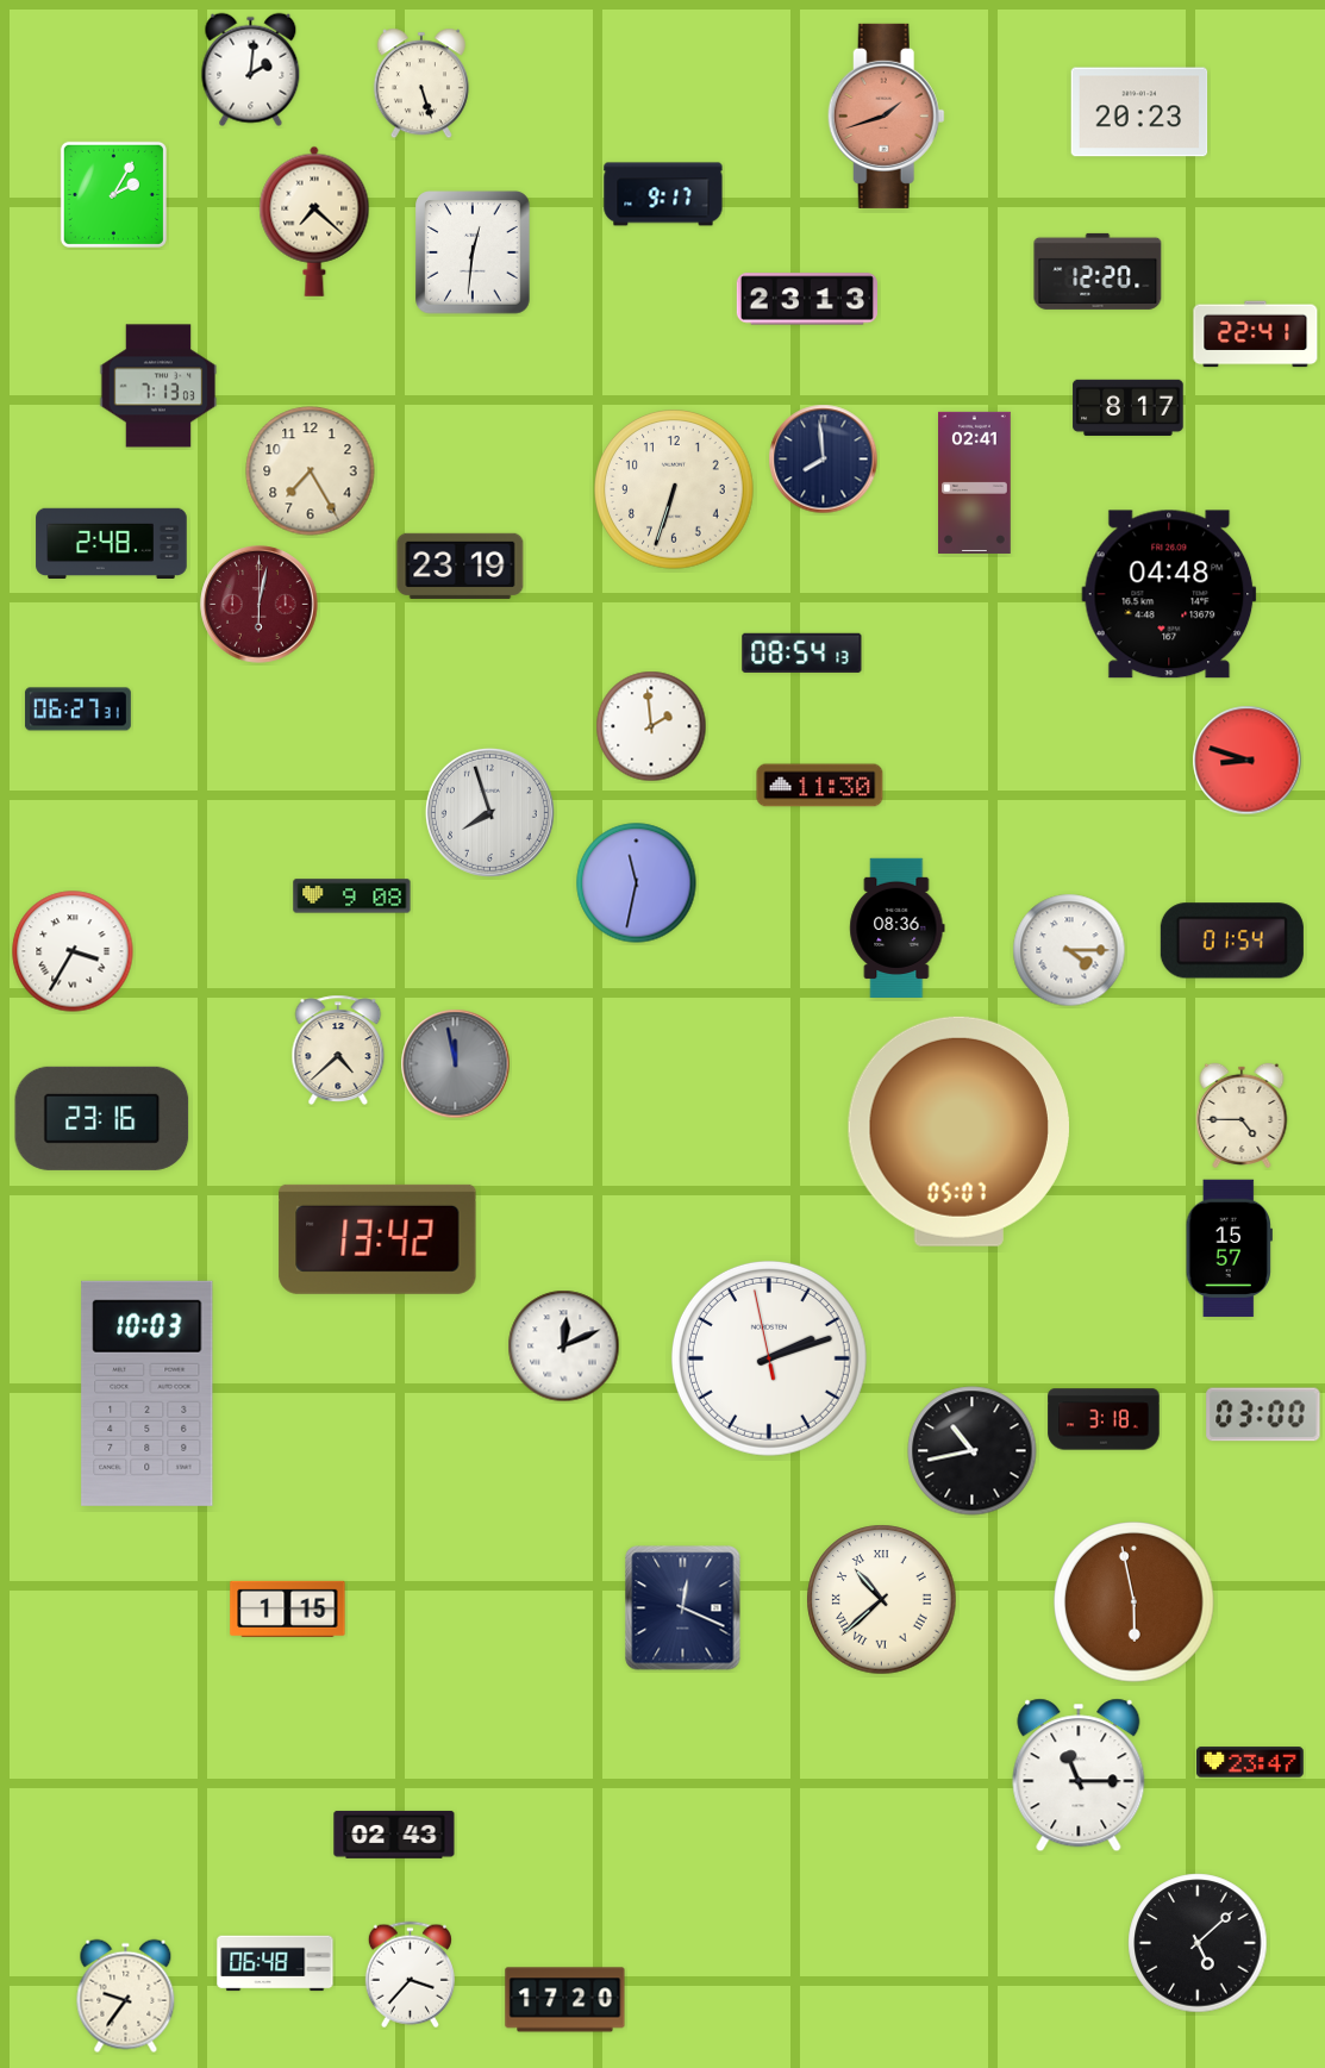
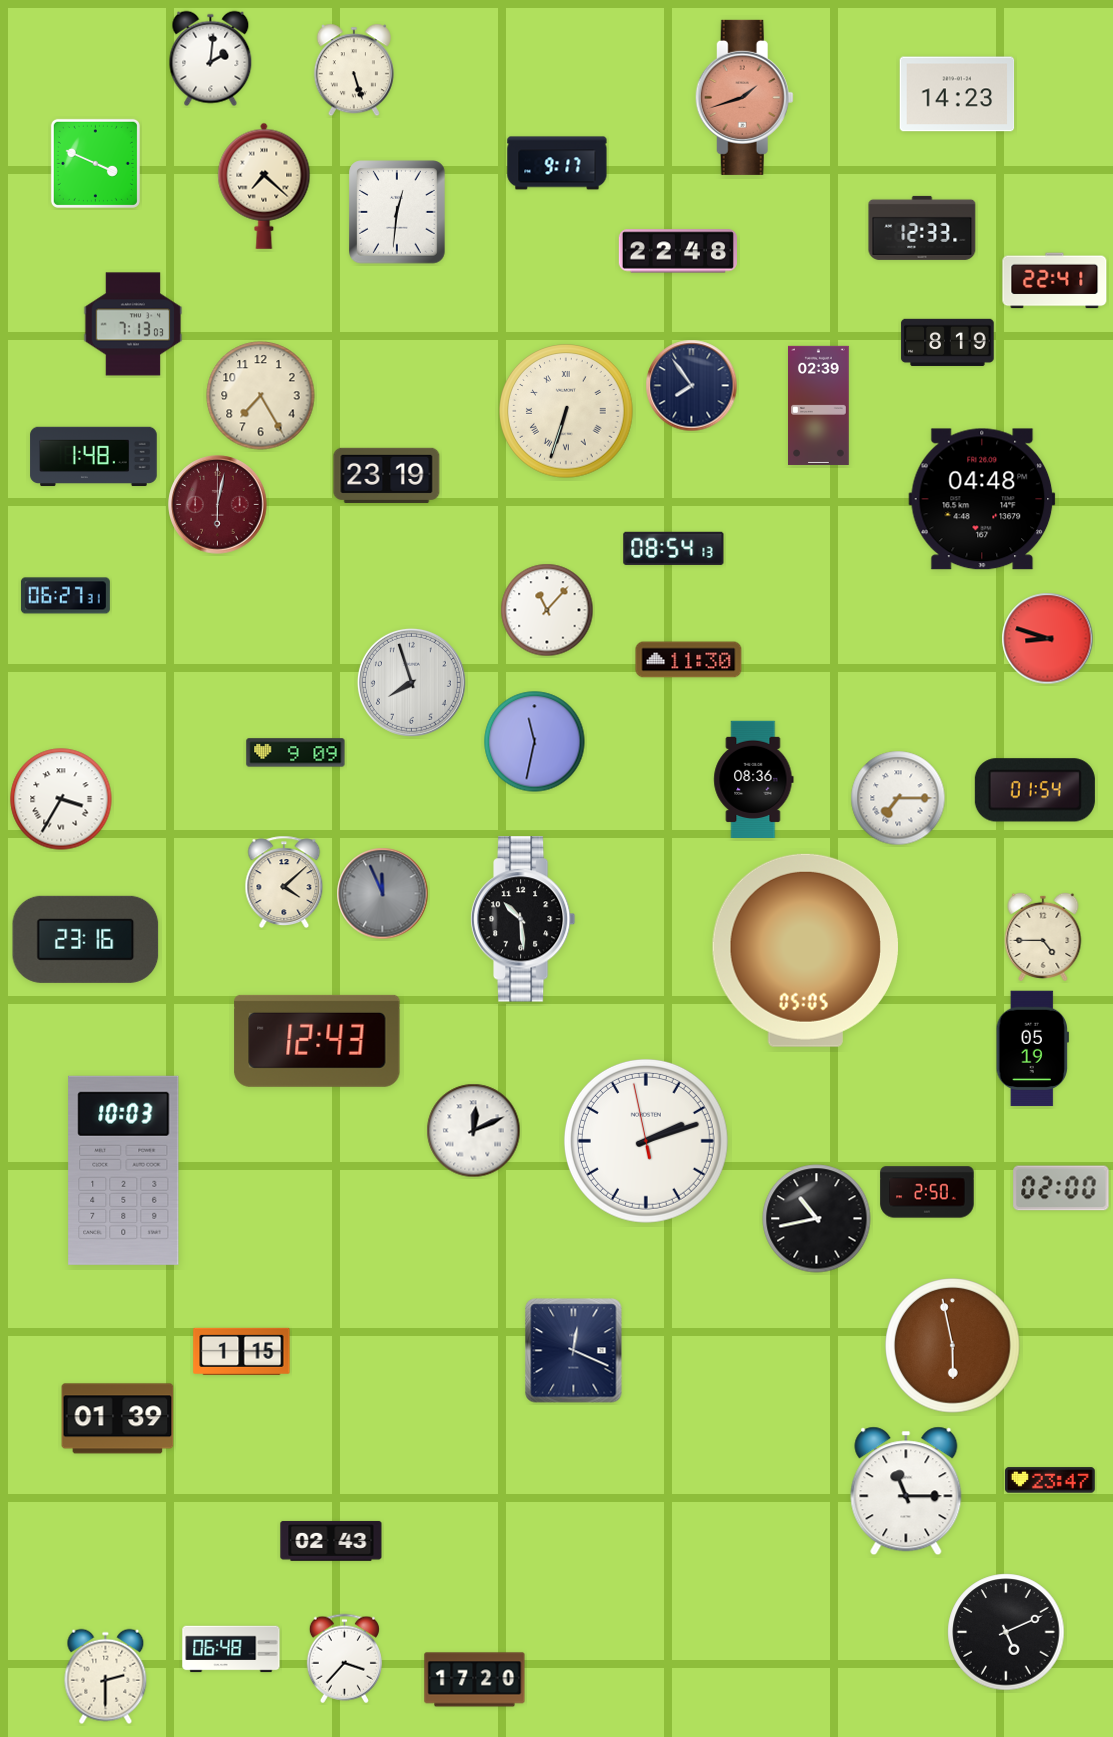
clock at (1139, 112): 20:23 -> 14:23
clock at (113, 194): 2:05 -> 3:49
clock at (1098, 271): 12:20 -> 12:33
clock at (807, 299): 23:13 -> 22:48
clock at (1129, 407): 8:17 -> 8:19
clock at (824, 460): 7:59 -> 7:54
clock at (975, 482): 02:41 -> 02:39
clock at (674, 489) numerals: Arabic -> Roman
clock at (112, 544): 2:48 -> 1:48
clock at (260, 605) position: (260, 605) -> (218, 505)
clock at (651, 726): 1:59 -> 11:07
clock at (352, 896): 9:08 -> 9:09
clock at (1069, 950): 4:15 -> 7:15
clock at (338, 1050): 4:38 -> 4:08
clock at (456, 1064): 11:58 -> 11:56
clock at (523, 919): none -> 10:29
clock at (958, 1131): 05:07 -> 05:05
clock at (377, 1239): 13:42 -> 12:43
clock at (1229, 1249): 15:57 -> 05:19
clock at (1263, 1414): 03:00 -> 02:00
clock at (1104, 1419): 3:18 -> 2:50
clock at (882, 1600): 10:38 -> none
clock at (118, 1419): none -> 01:39
clock at (1198, 1943): 5:08 -> 5:11
clock at (126, 1997): 9:36 -> 2:30
